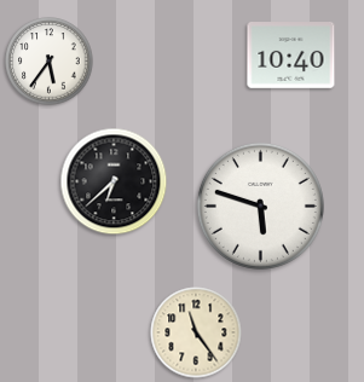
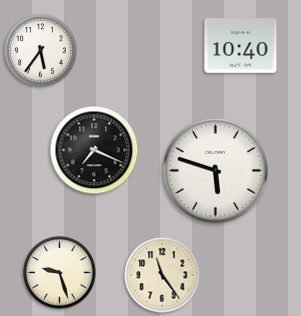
clock at (114, 181): 6:38 -> 7:19
clock at (60, 273): none -> 9:27
